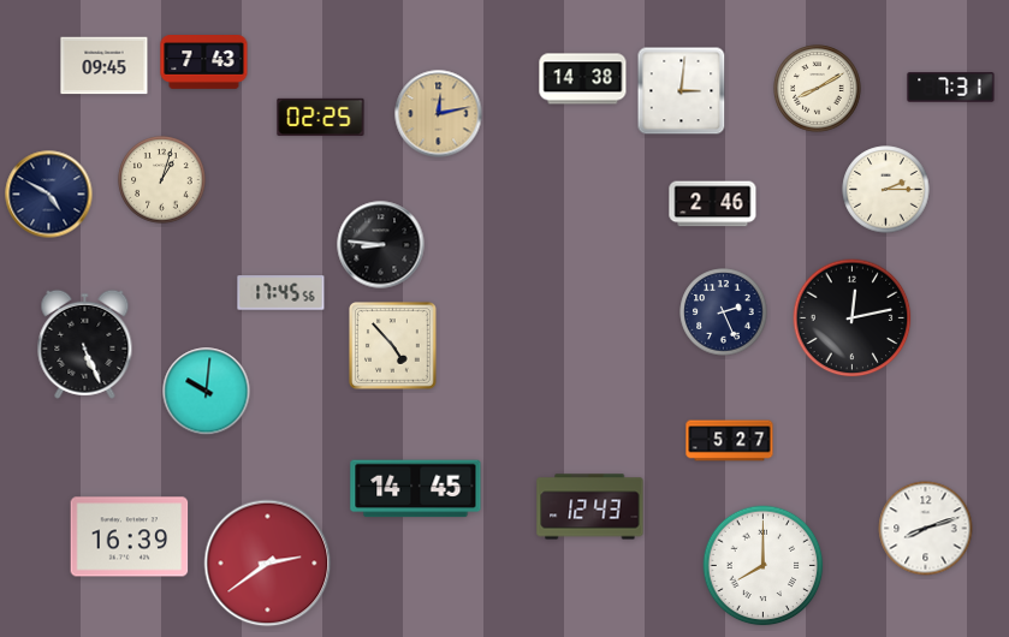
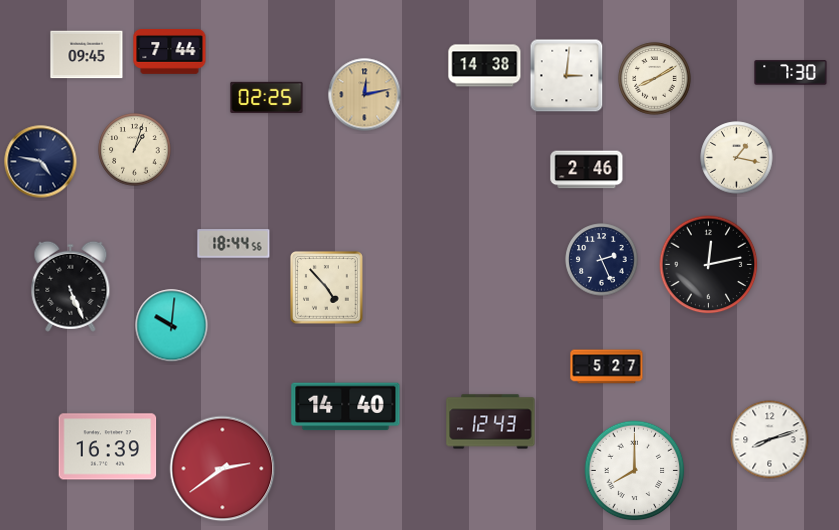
clock at (204, 62): 7:43 -> 7:44
clock at (951, 88): 7:31 -> 7:30
clock at (818, 89) position: (818, 89) -> (655, 79)
clock at (886, 190): 2:15 -> 1:17
clock at (49, 195): 4:50 -> 4:47
clock at (713, 204) position: (713, 204) -> (587, 170)
clock at (381, 245): 8:46 -> none
clock at (281, 293): 17:45 -> 18:44
clock at (416, 489): 14:45 -> 14:40
